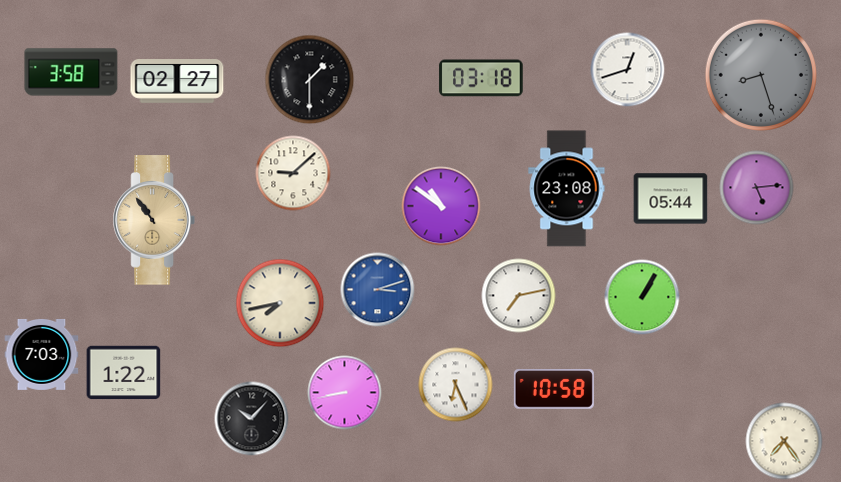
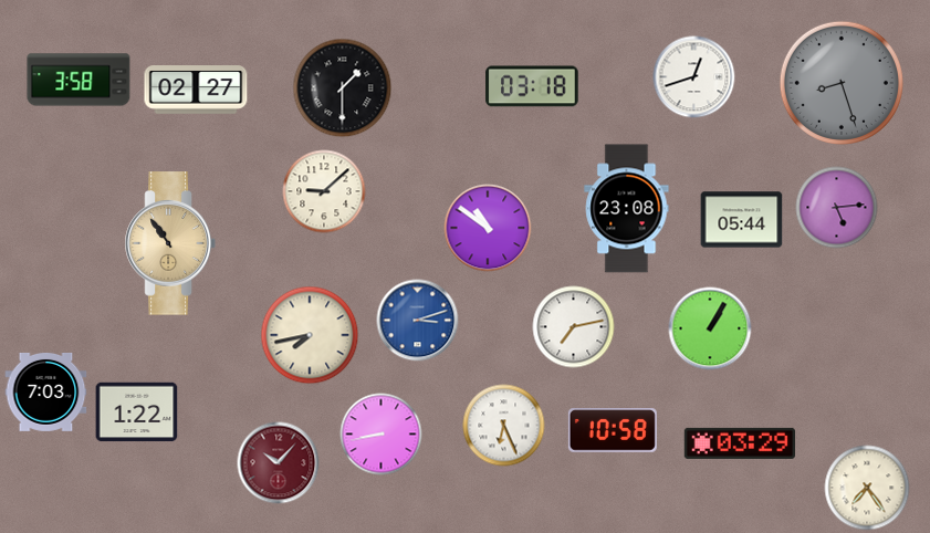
clock at (739, 443): none -> 03:29
clock at (252, 419) dial: black -> burgundy
